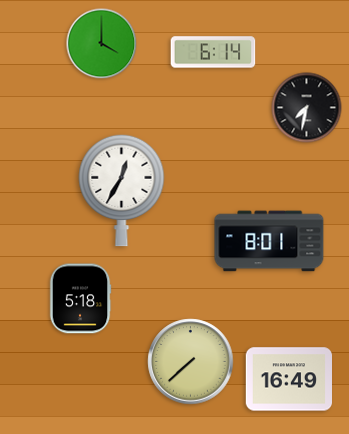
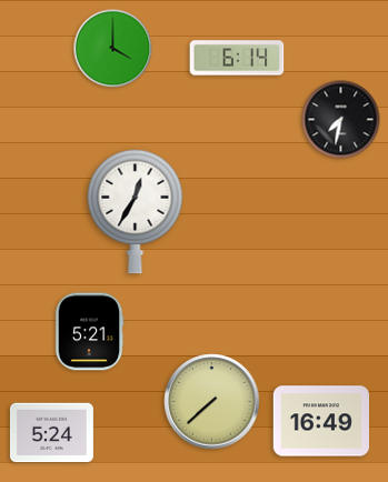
clock at (269, 241): 8:01 -> none
clock at (80, 299): 5:18 -> 5:21
clock at (51, 433): none -> 5:24
